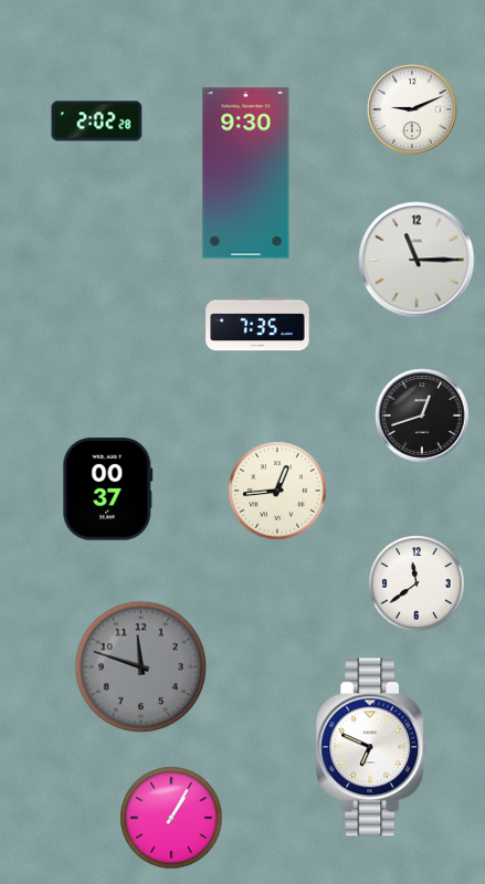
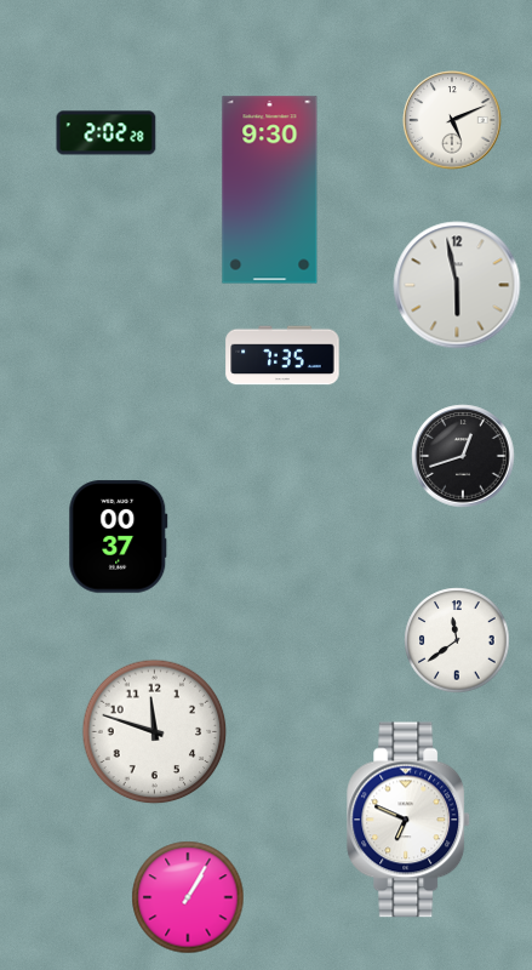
clock at (412, 109): 9:11 -> 5:11
clock at (417, 260): 11:15 -> 5:58
clock at (277, 491): 12:44 -> none
clock at (141, 667) dial: grey -> white
